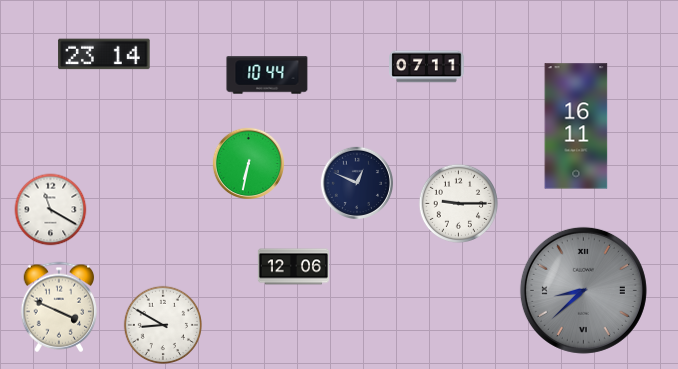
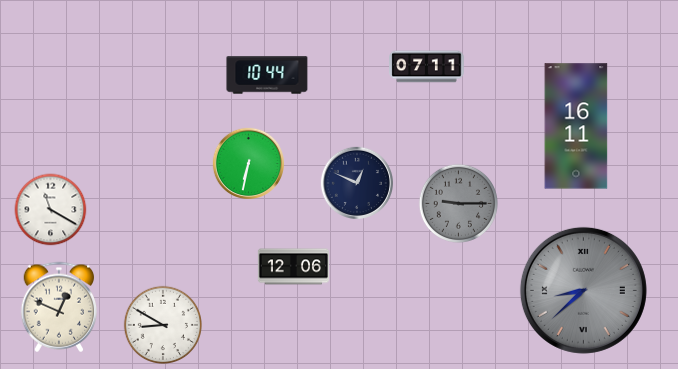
clock at (104, 54): 23:14 -> none
clock at (458, 203) dial: white -> grey
clock at (59, 307): 3:49 -> 12:49
